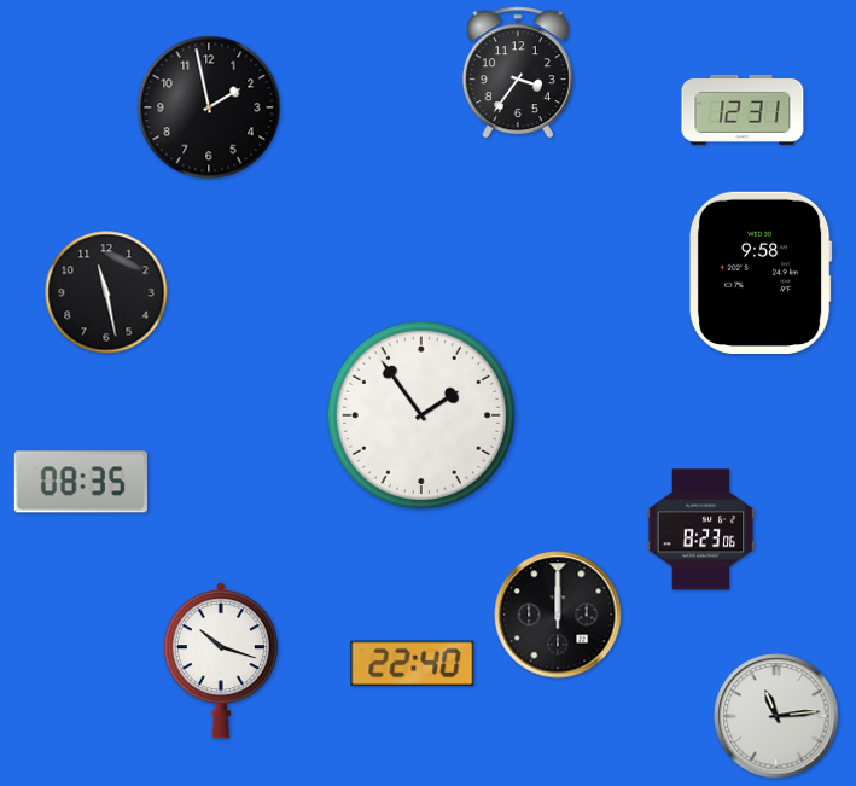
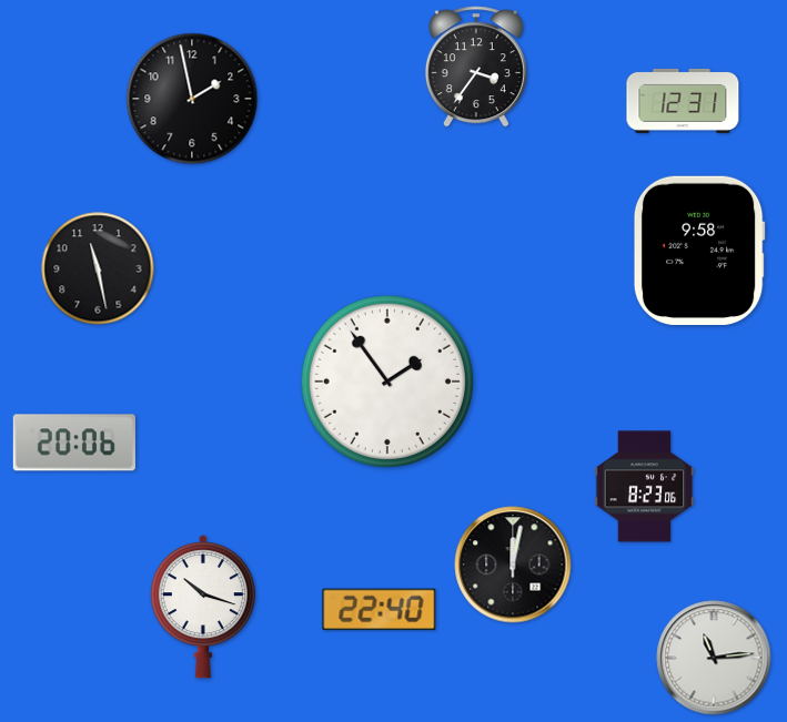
clock at (81, 482): 08:35 -> 20:06
clock at (558, 615): 12:00 -> 12:02
